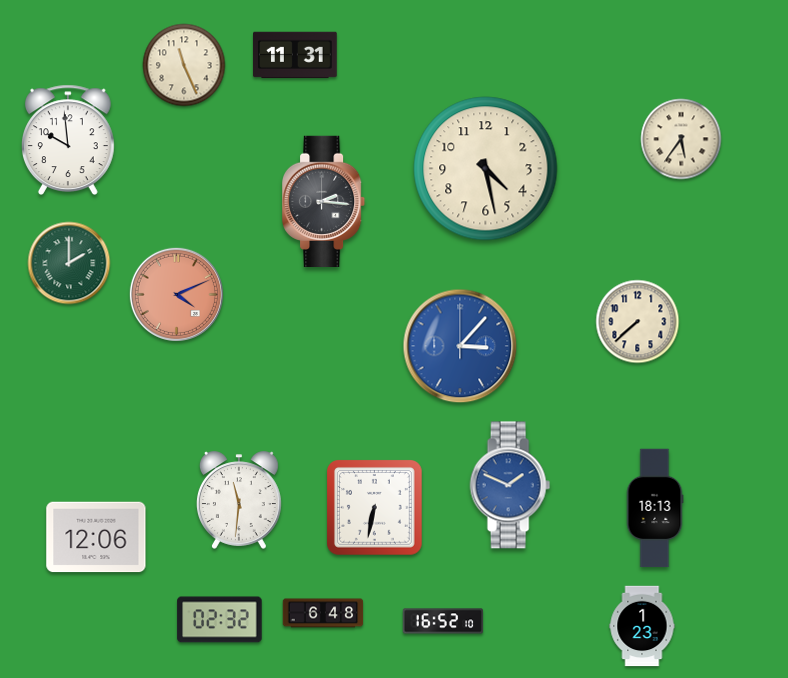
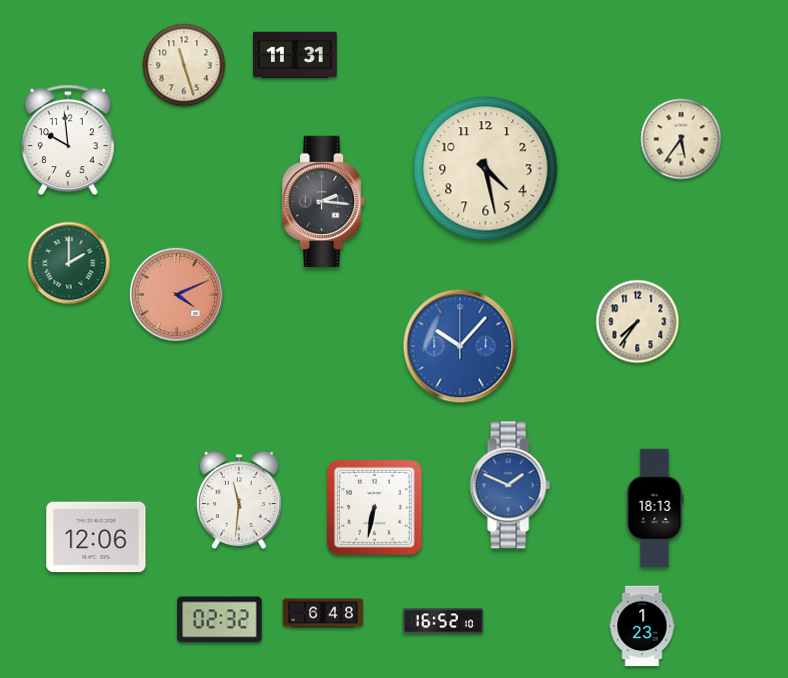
clock at (184, 65): 11:26 -> 11:27
clock at (638, 322): 7:38 -> 7:36
clock at (460, 346): 3:07 -> 10:07
